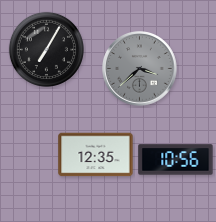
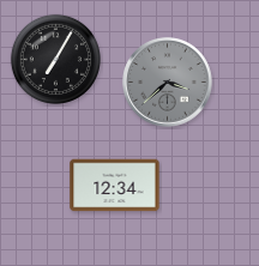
clock at (96, 155): 12:35 -> 12:34
clock at (176, 160): 10:56 -> none
